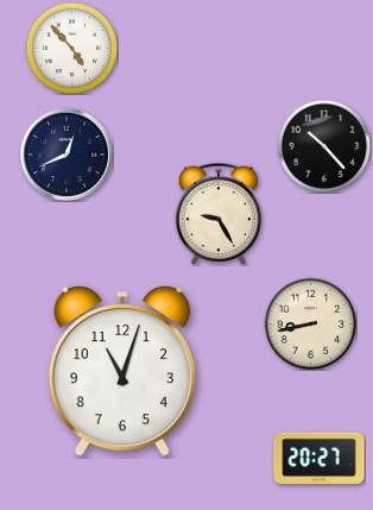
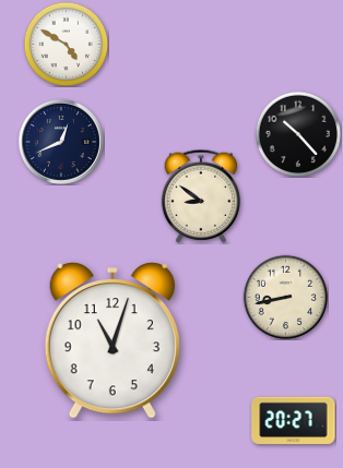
clock at (71, 48): 4:53 -> 4:50
clock at (217, 214): 9:25 -> 8:51
